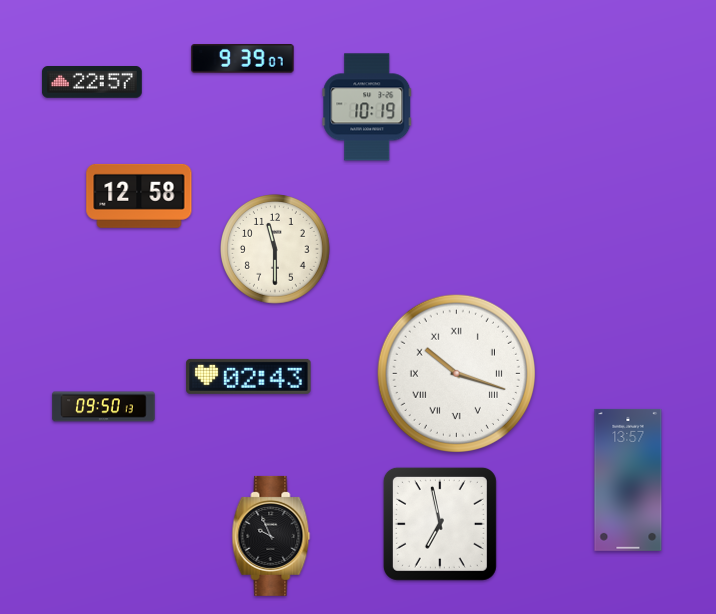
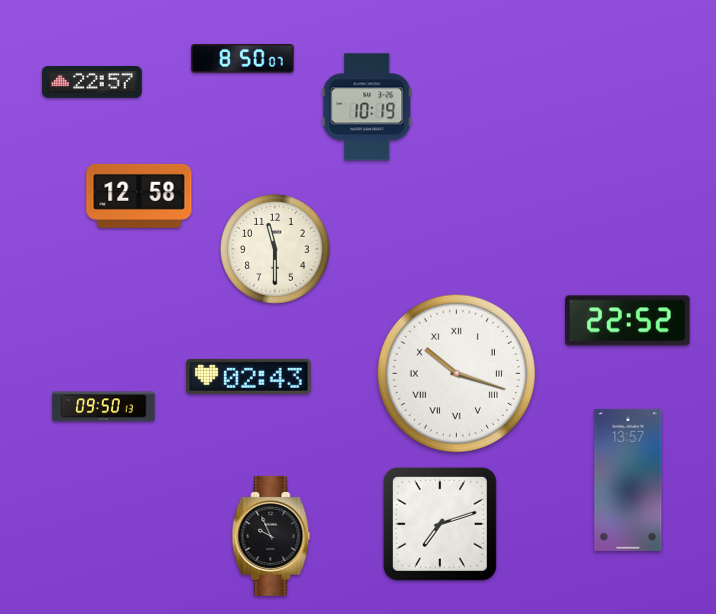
clock at (243, 59): 9:39 -> 8:50
clock at (628, 321): none -> 22:52
clock at (440, 524): 6:58 -> 7:12
